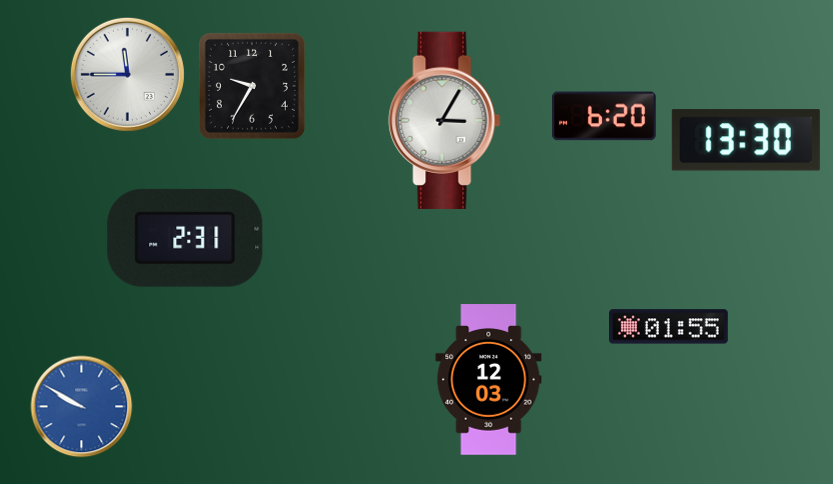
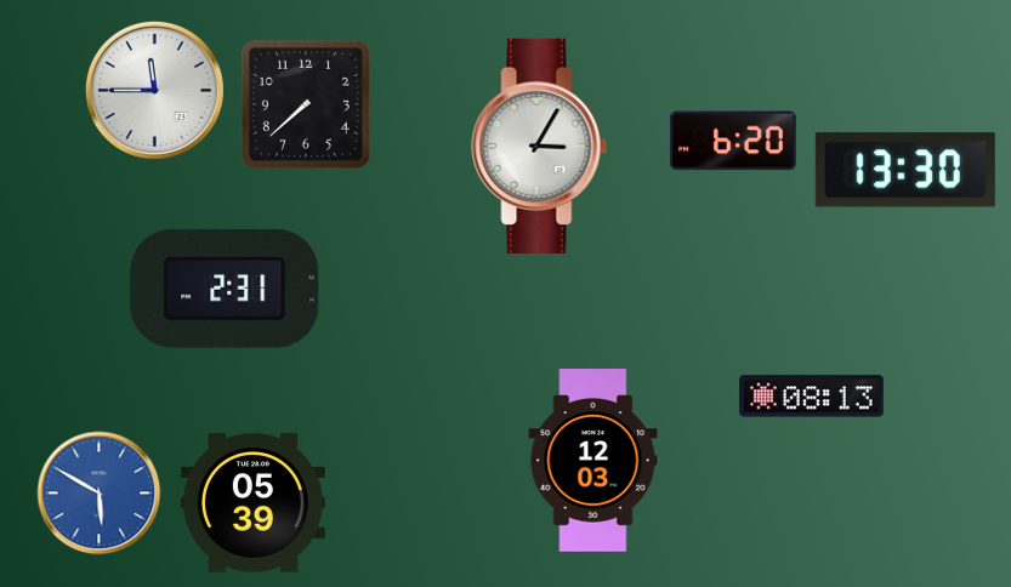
clock at (252, 86): 9:35 -> 7:38
clock at (669, 327): 01:55 -> 08:13
clock at (82, 407): 9:50 -> 5:50
clock at (252, 503): none -> 05:39
